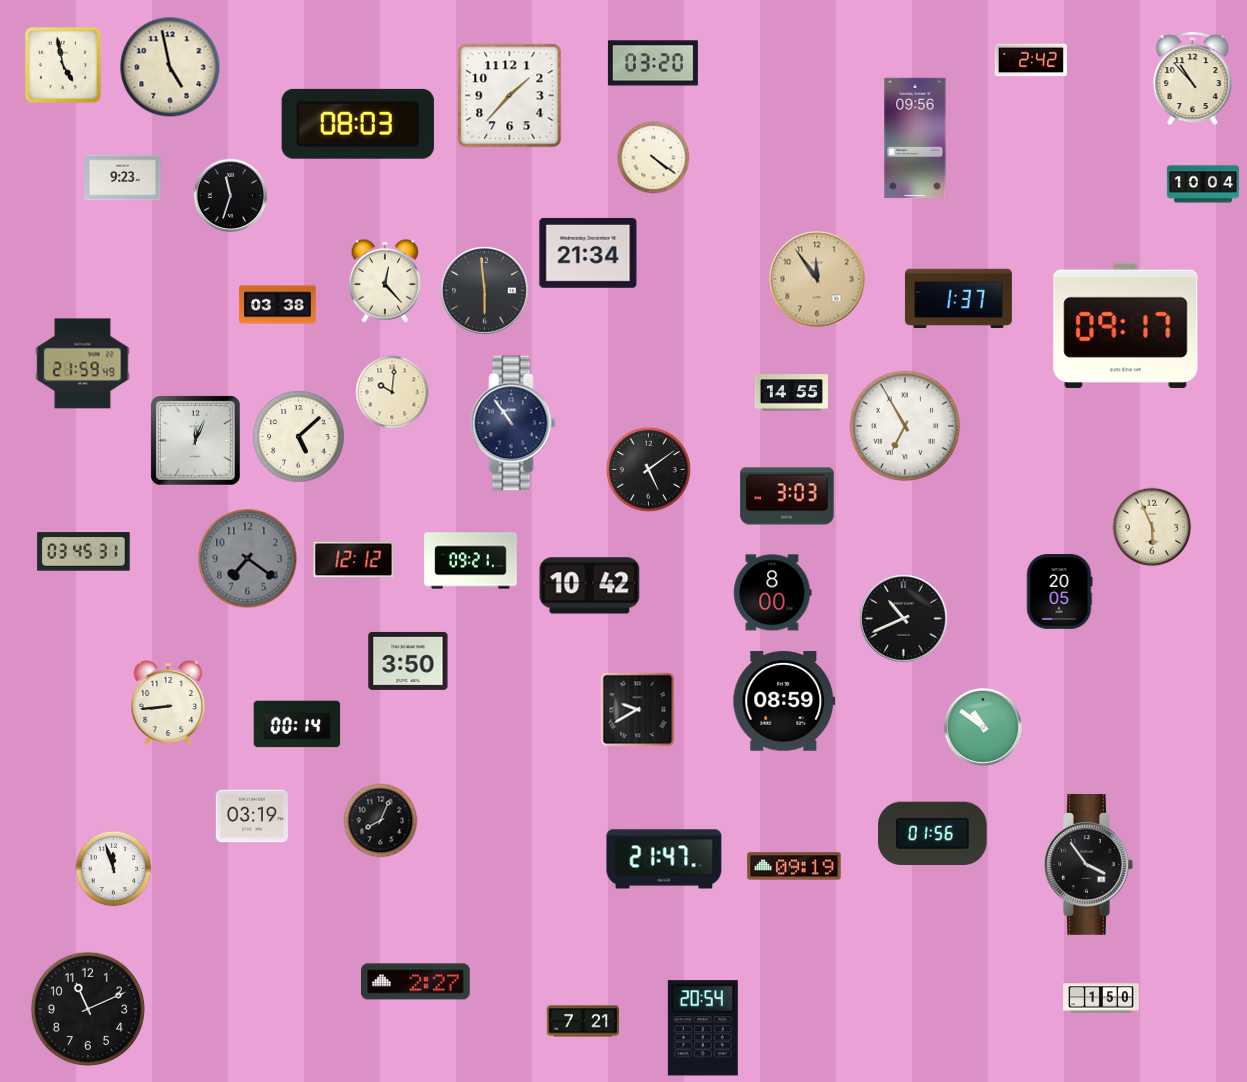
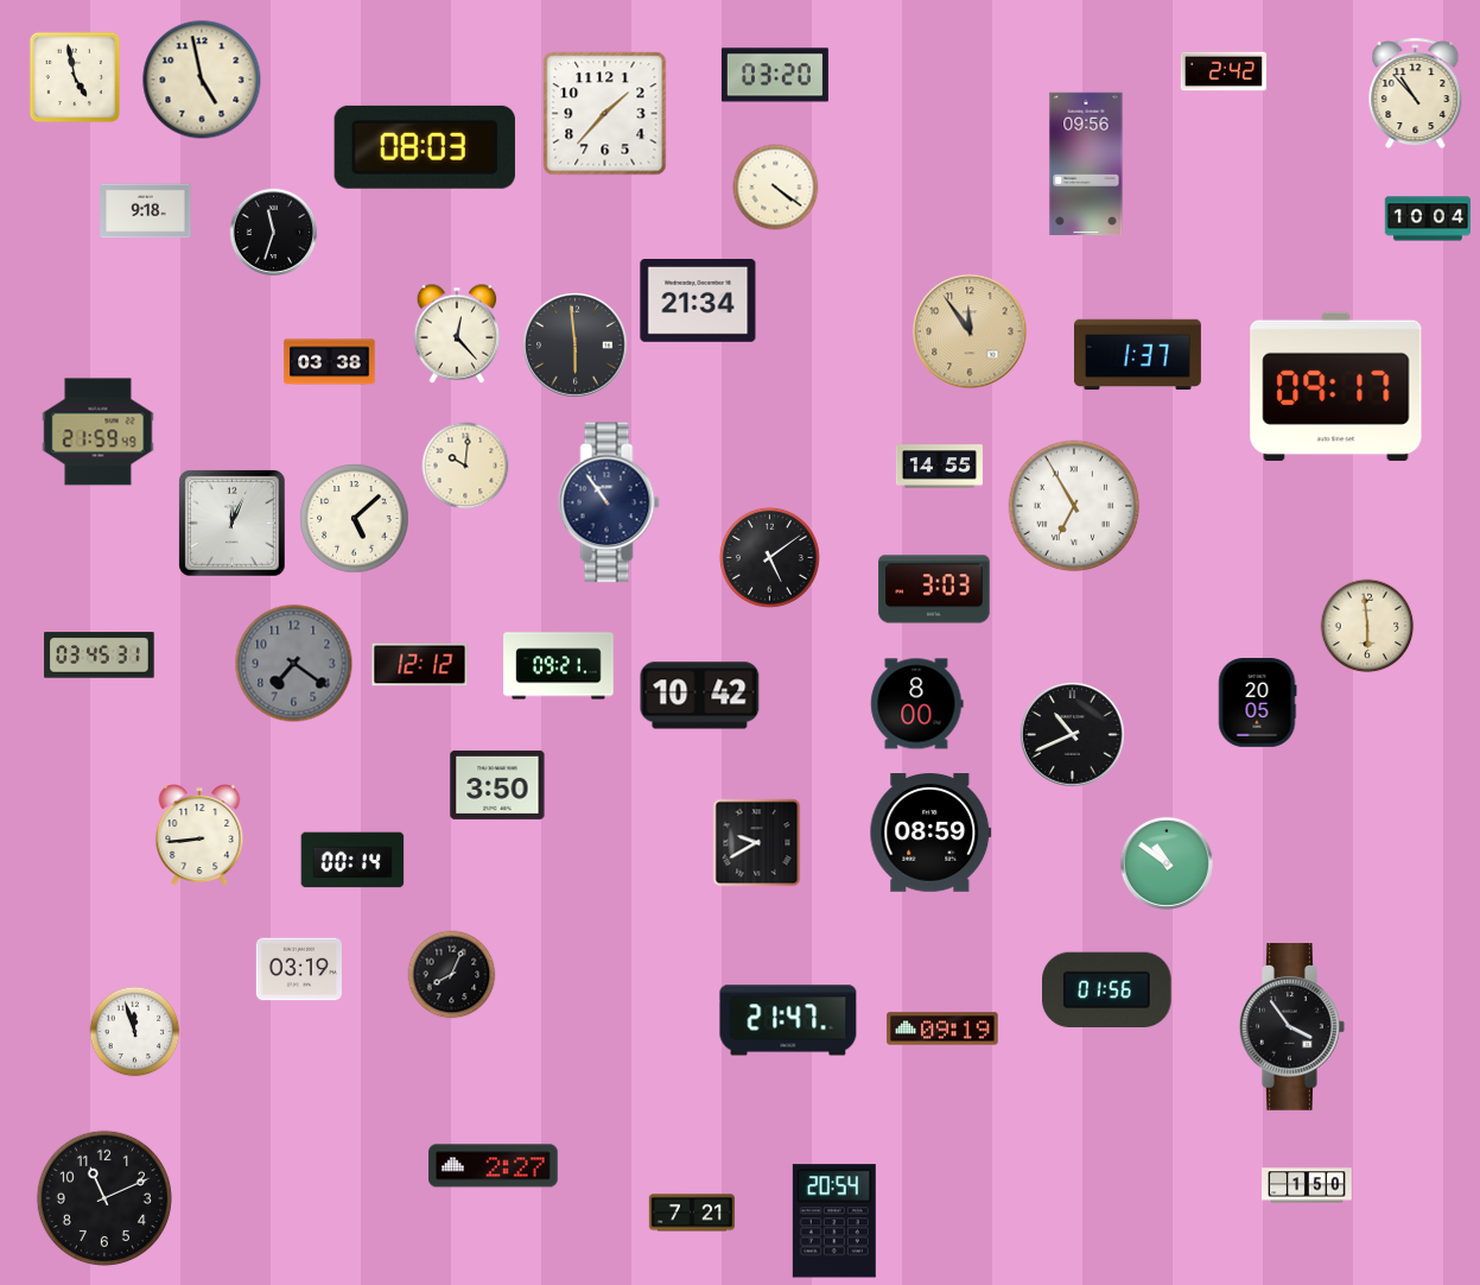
clock at (123, 178): 9:23 -> 9:18
clock at (1152, 527): 5:56 -> 5:59
clock at (408, 661) position: (408, 661) -> (497, 785)
